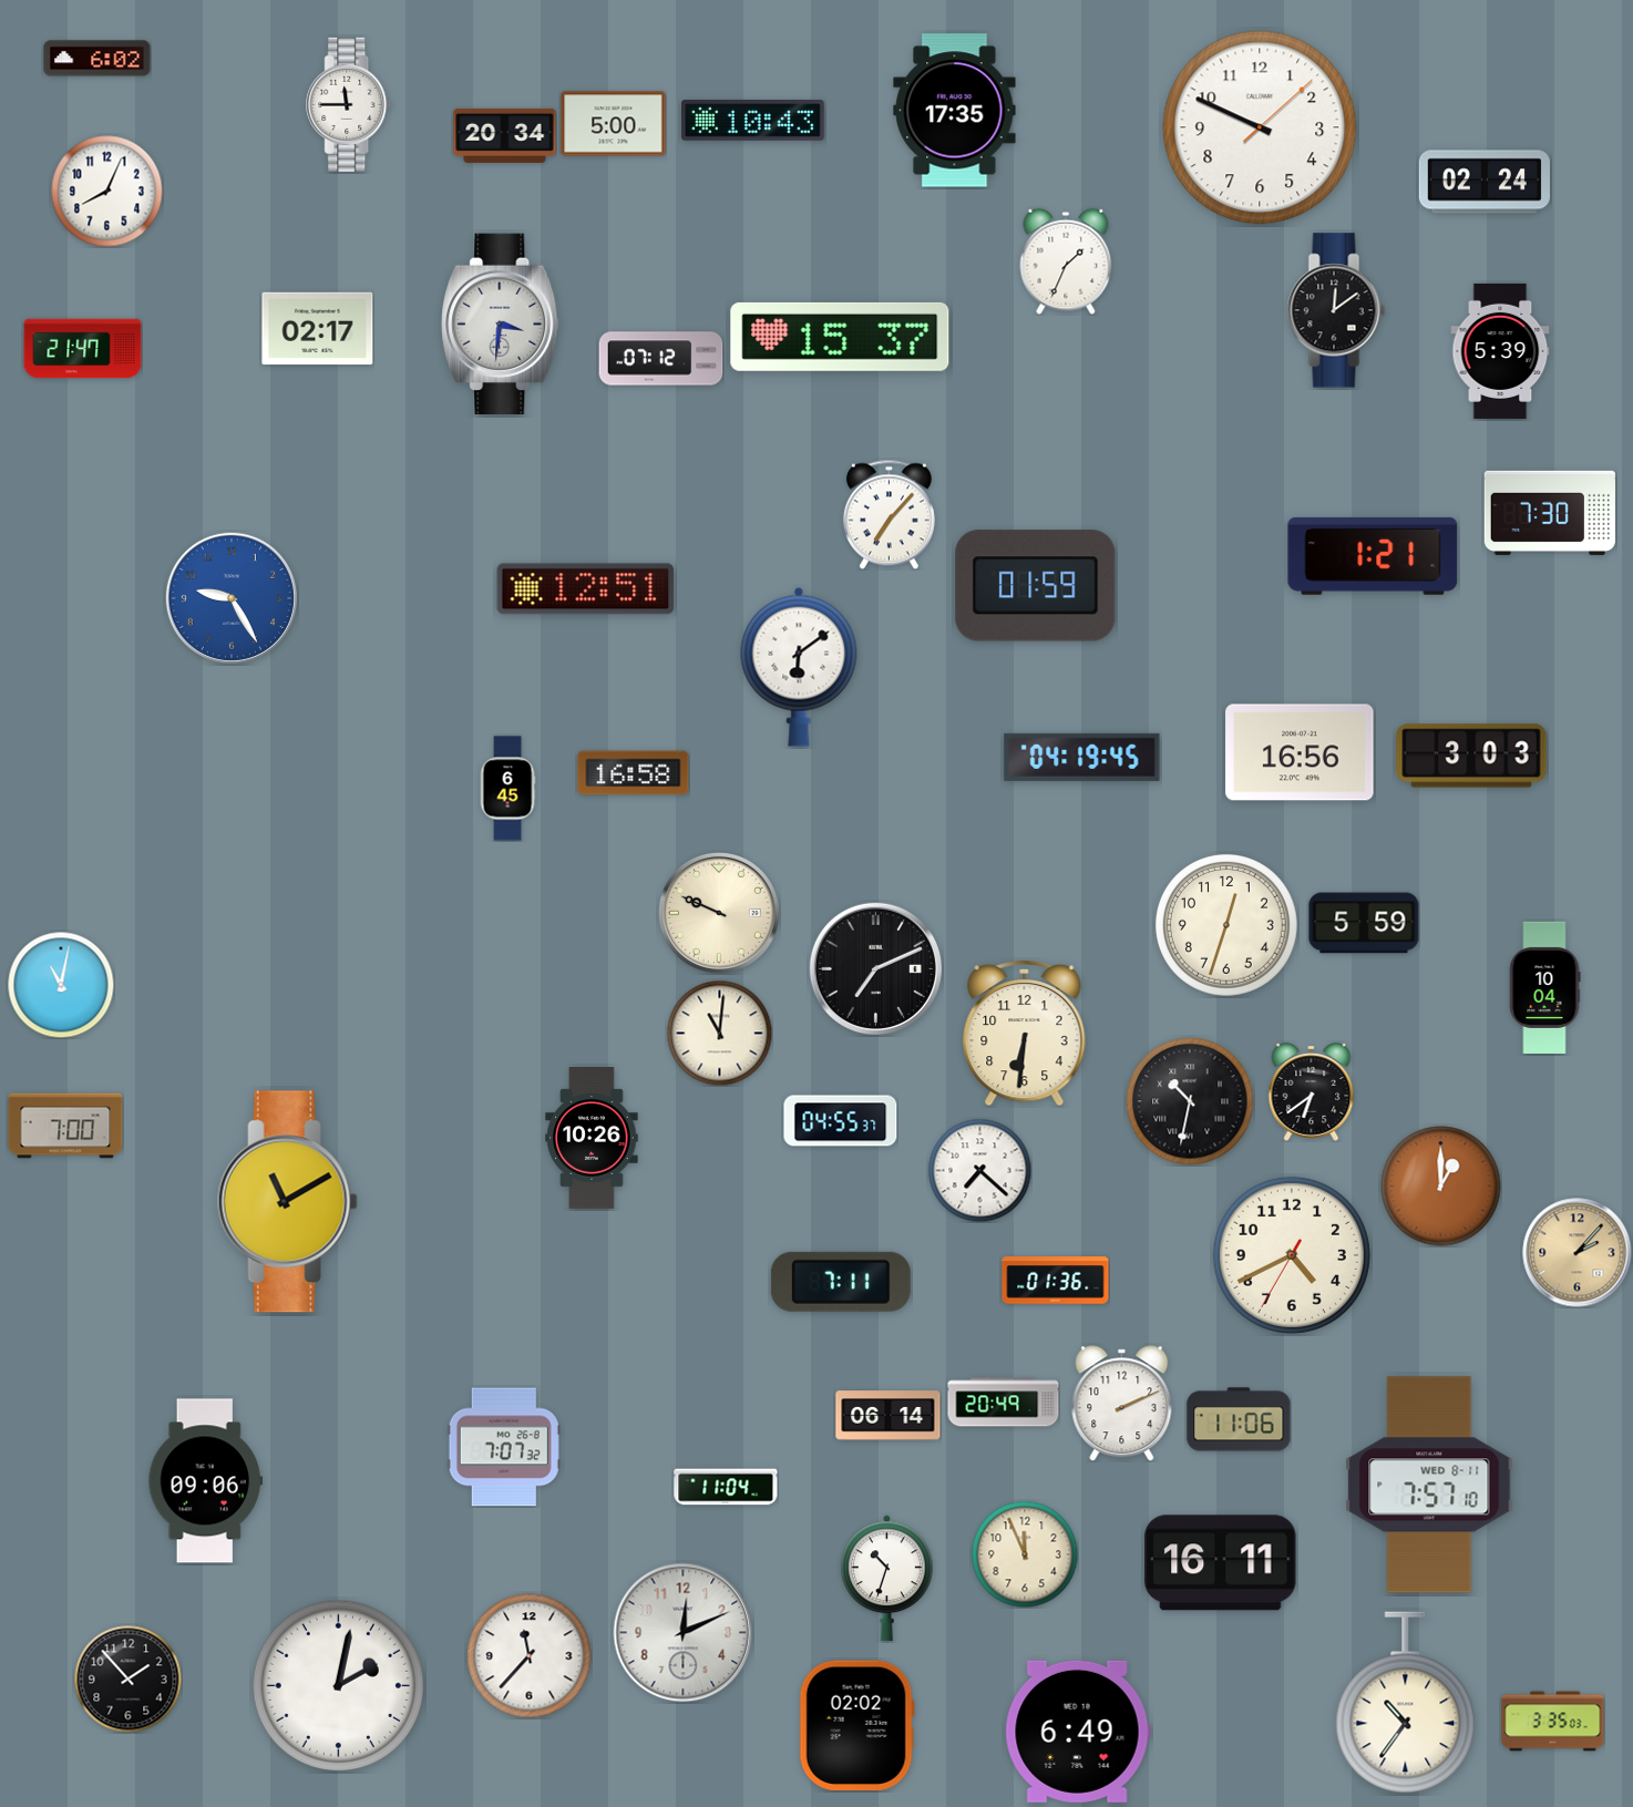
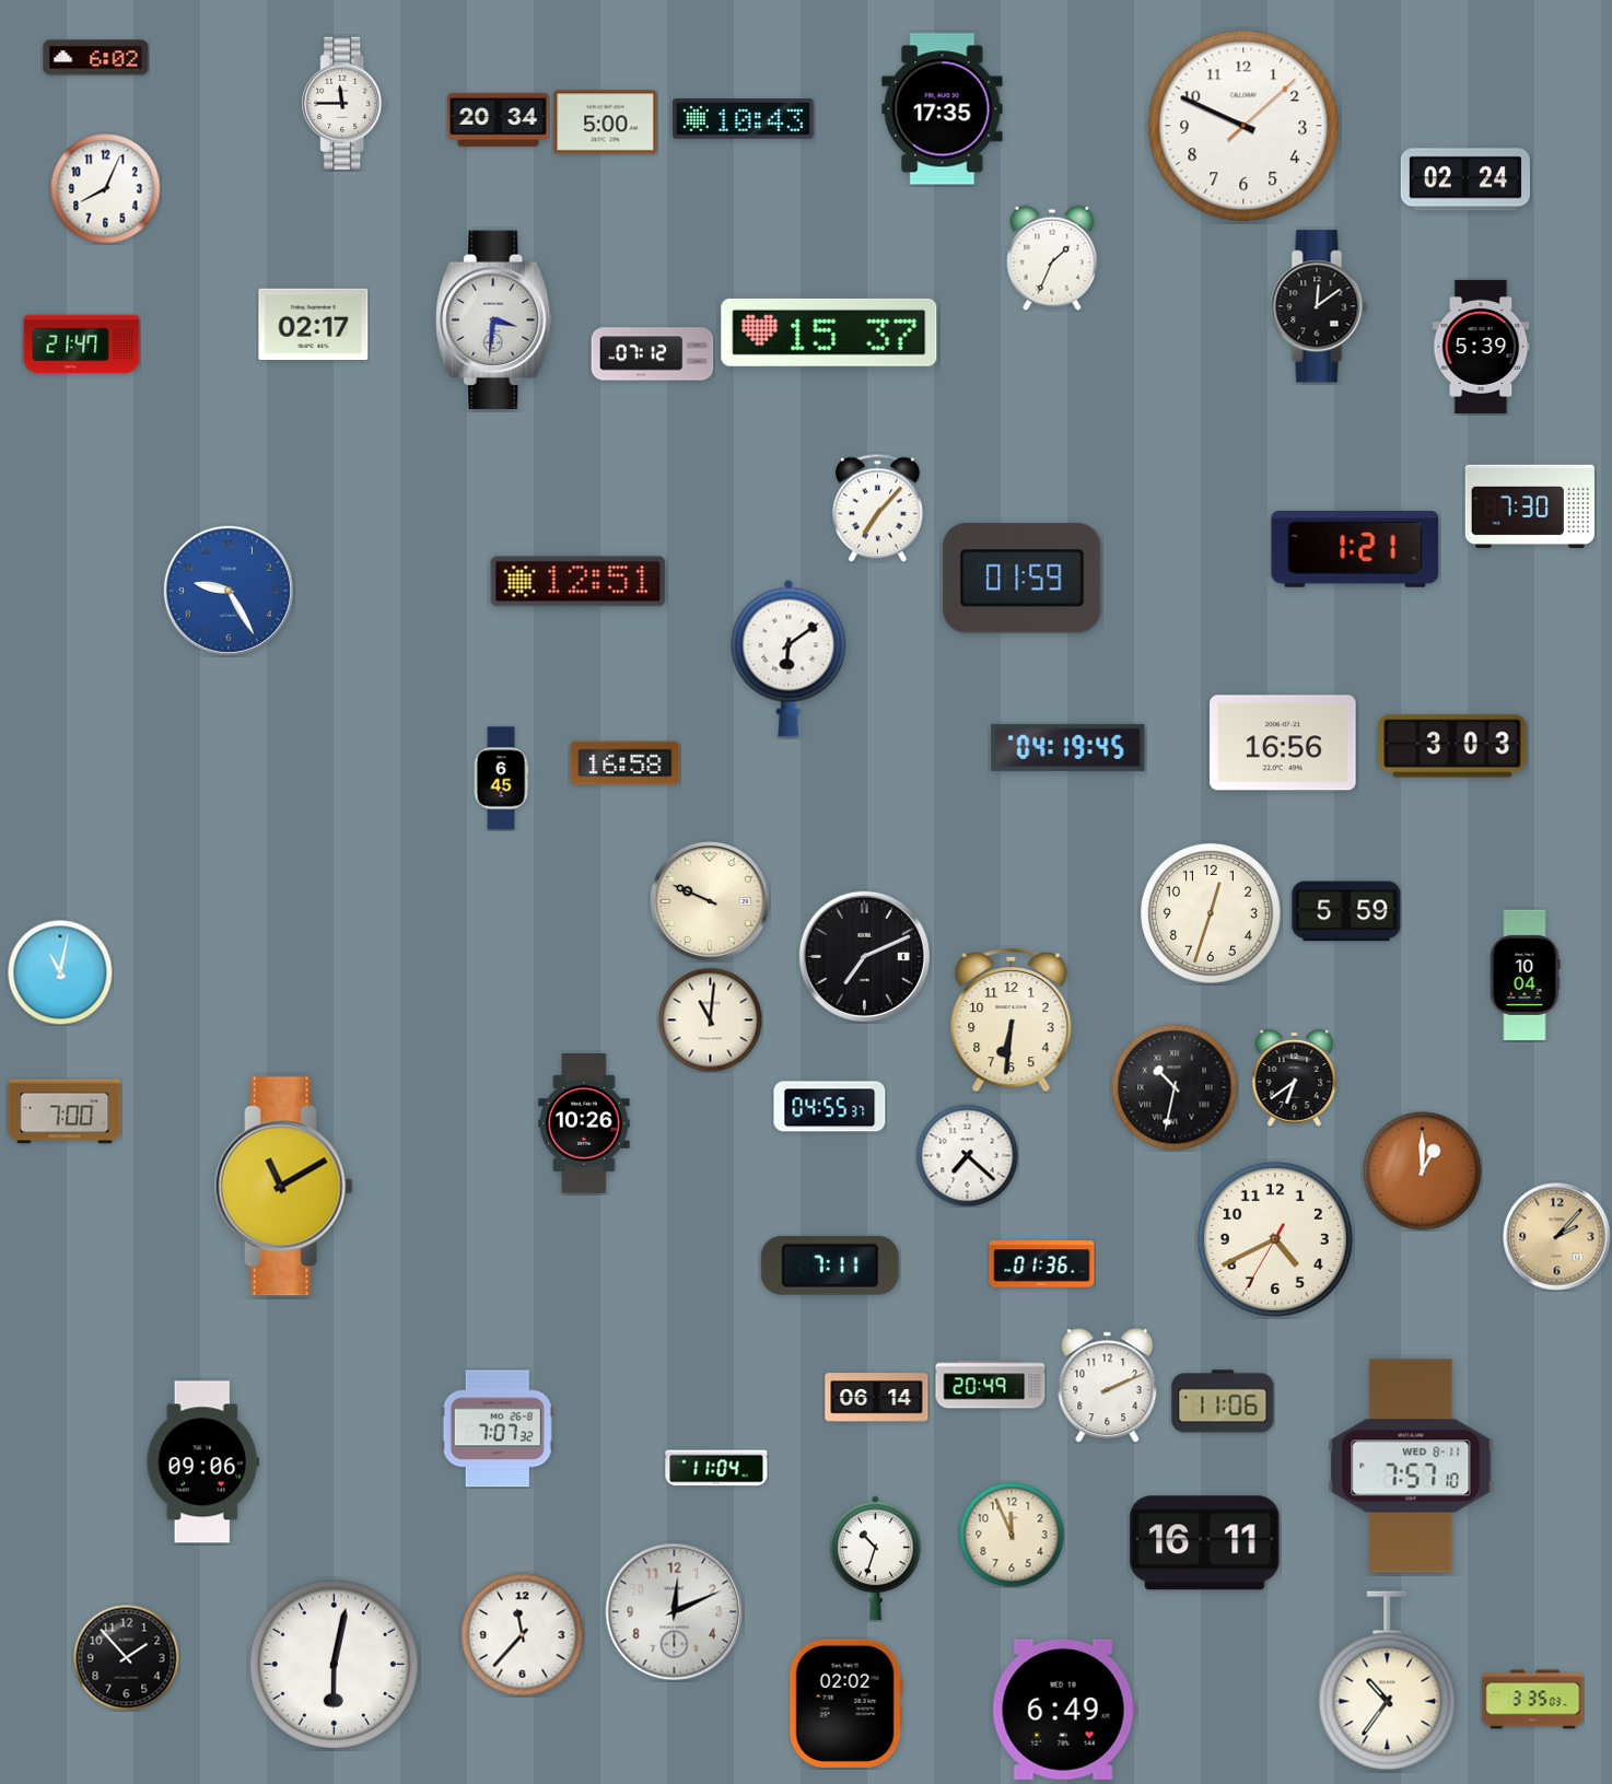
clock at (505, 135) position: (505, 135) -> (499, 119)
clock at (338, 1685): 2:02 -> 6:02
